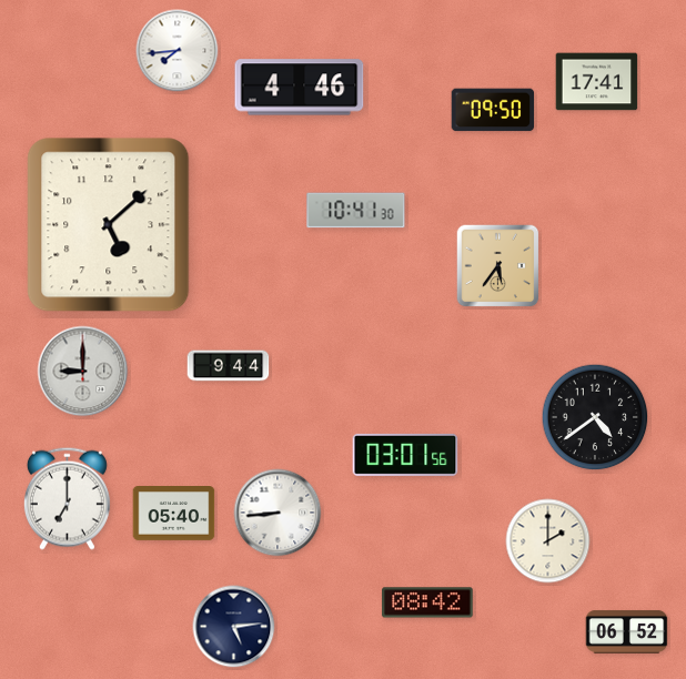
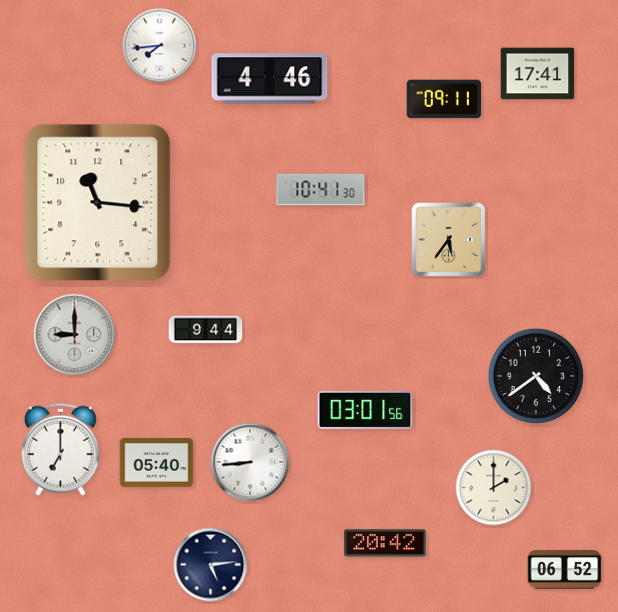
clock at (493, 110): 09:50 -> 09:11
clock at (109, 225): 5:08 -> 11:16
clock at (427, 602): 08:42 -> 20:42
